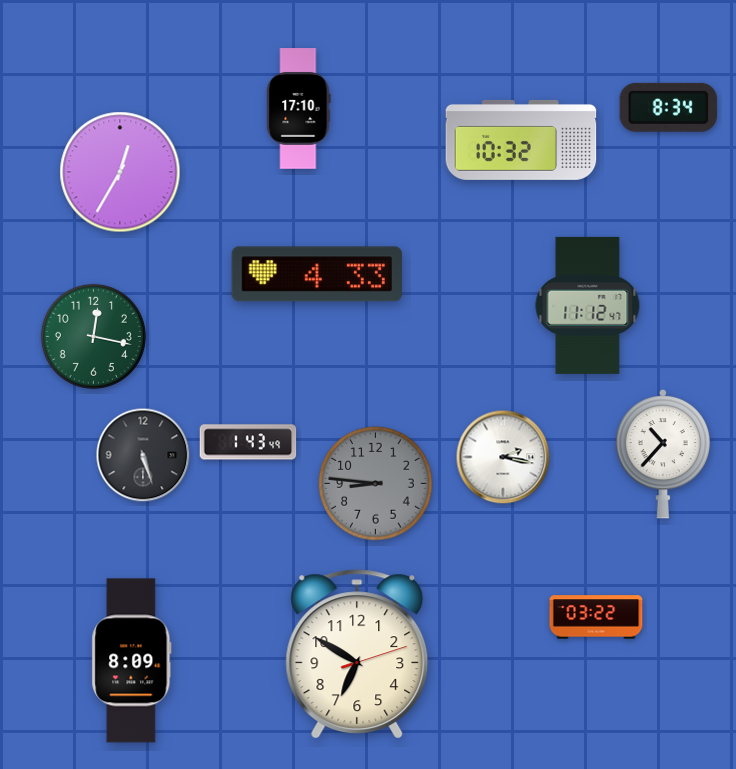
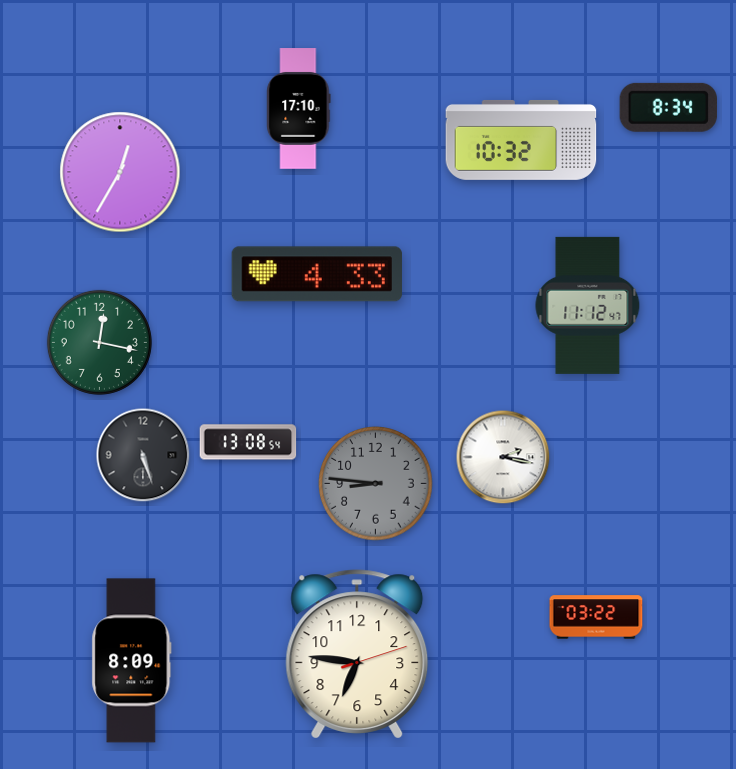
clock at (93, 336) position: (93, 336) -> (99, 342)
clock at (248, 442): 1:43 -> 13:08
clock at (663, 454): 10:37 -> none
clock at (357, 654): 6:50 -> 6:46
